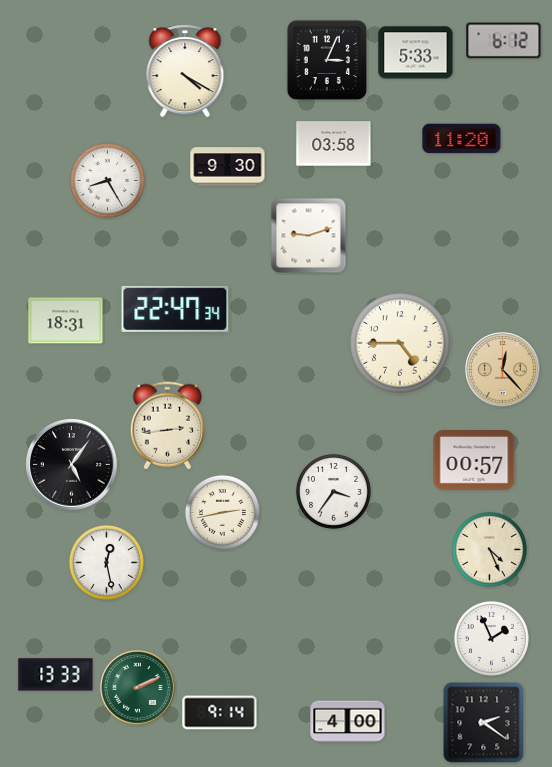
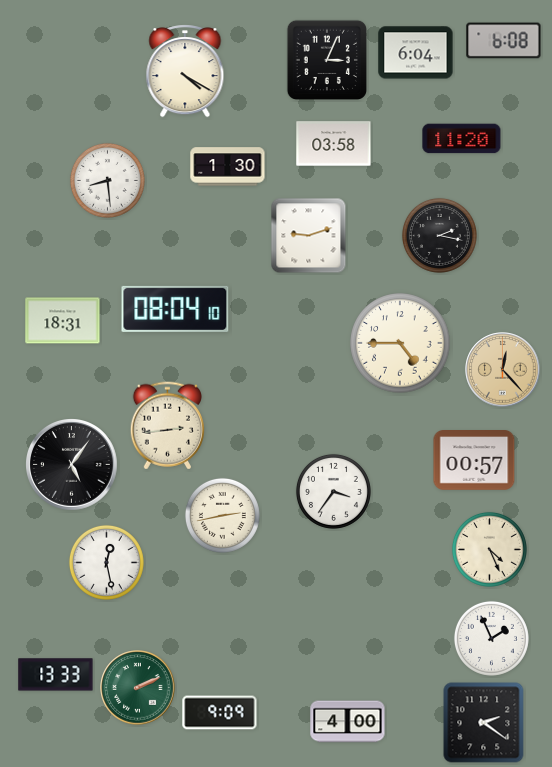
clock at (504, 41): 6:12 -> 6:08
clock at (416, 53): 5:33 -> 6:04
clock at (228, 167): 9:30 -> 1:30
clock at (107, 180): 8:25 -> 8:29
clock at (439, 235): none -> 2:17
clock at (175, 309): 22:47 -> 08:04
clock at (66, 321) position: (66, 321) -> (63, 321)
clock at (222, 512) position: (222, 512) -> (222, 515)
clock at (220, 713): 9:14 -> 9:09
